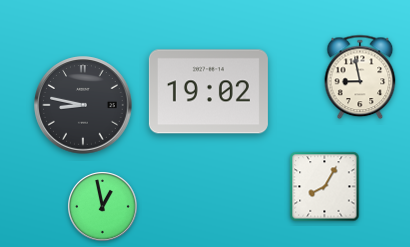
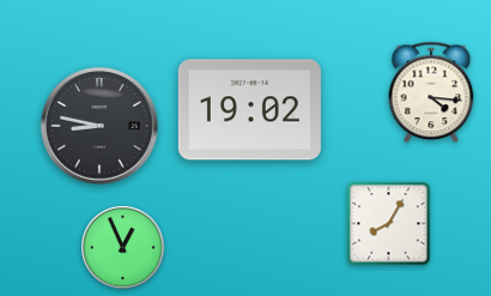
clock at (360, 77): 8:58 -> 4:16
clock at (103, 207): 12:58 -> 12:56
